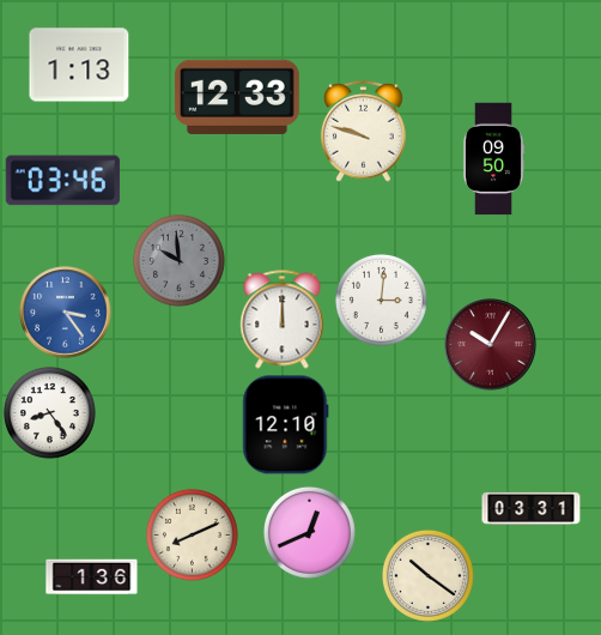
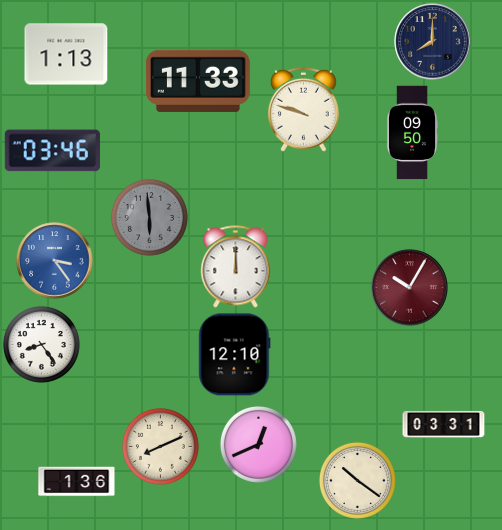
clock at (433, 42): none -> 8:00
clock at (237, 97): 12:33 -> 11:33
clock at (178, 260): 9:59 -> 5:59
clock at (381, 300): 3:01 -> none
clock at (286, 425) position: (286, 425) -> (235, 355)
